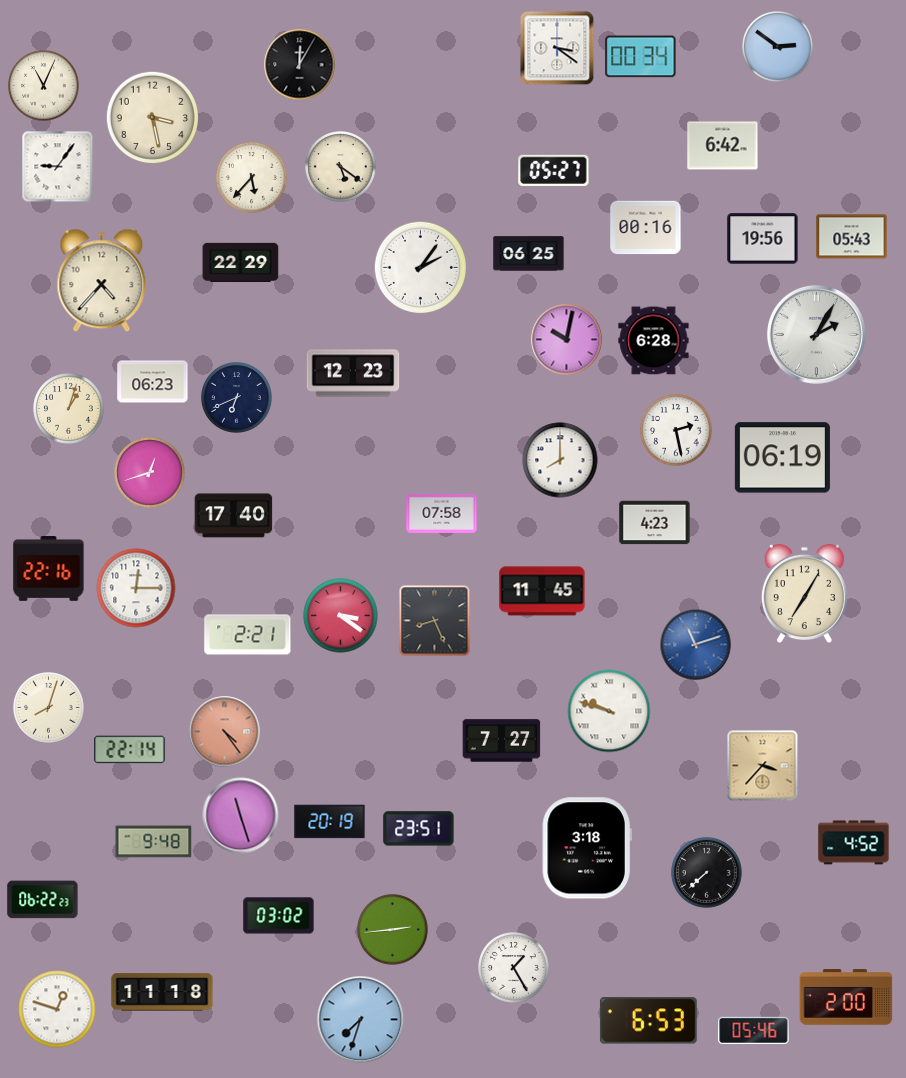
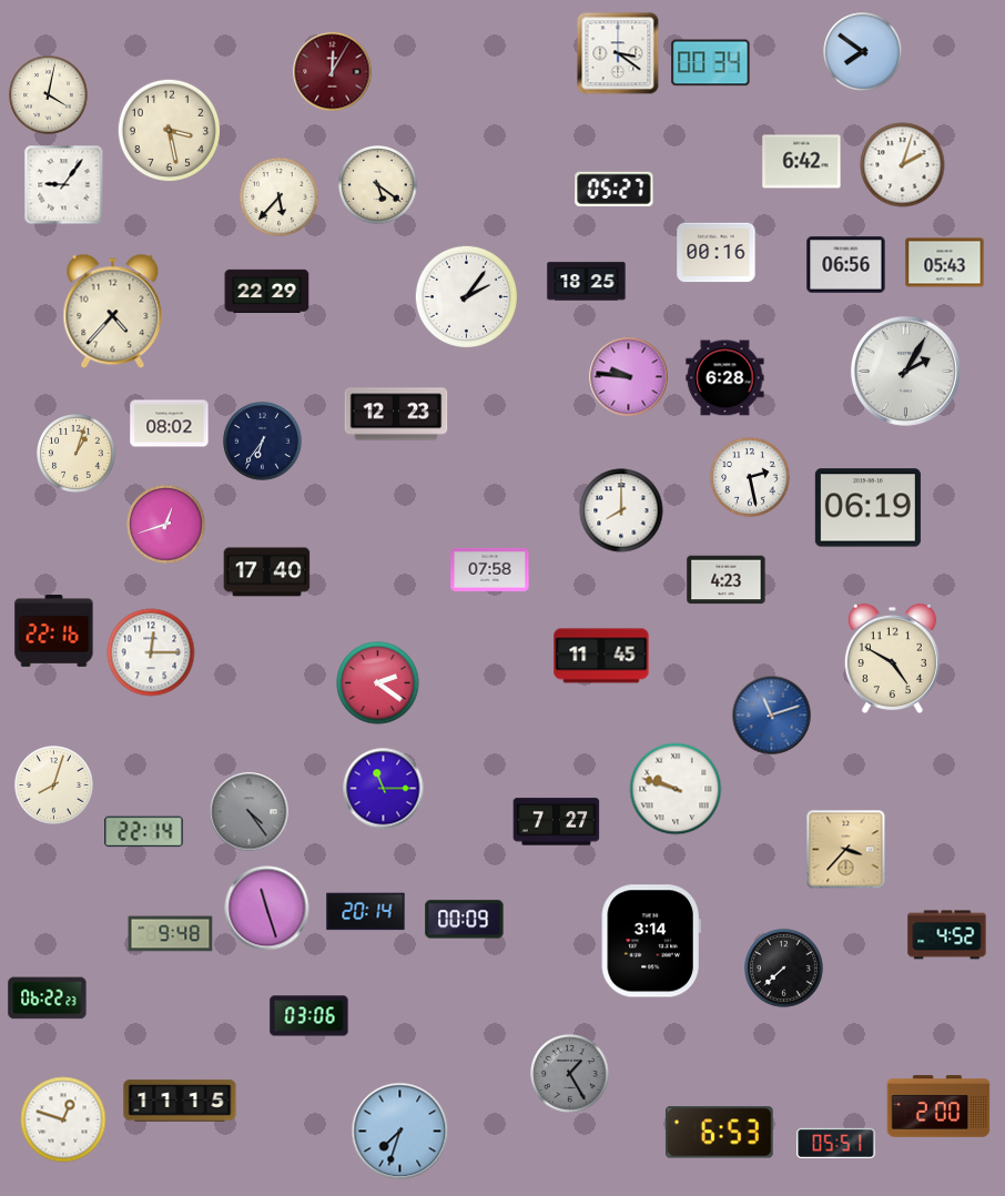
clock at (778, 47): 2:51 -> 7:51
clock at (300, 65) dial: black -> burgundy
clock at (44, 86): 11:04 -> 4:02
clock at (903, 165): none -> 2:03
clock at (763, 239): 19:56 -> 06:56
clock at (529, 254): 06:25 -> 18:25
clock at (567, 340): 10:02 -> 9:46
clock at (353, 373) position: (353, 373) -> (396, 414)
clock at (153, 382): 06:23 -> 08:02
clock at (237, 398): 6:41 -> 6:36
clock at (234, 516) position: (234, 516) -> (267, 572)
clock at (804, 593): 7:05 -> 4:50
clock at (341, 616): 3:21 -> 2:21
clock at (435, 621): 8:26 -> none
clock at (248, 635): 2:21 -> none
clock at (384, 789): none -> 11:15
clock at (225, 732) dial: salmon -> grey
clock at (241, 816) position: (241, 816) -> (267, 909)
clock at (330, 822): 20:19 -> 20:14
clock at (419, 829): 23:51 -> 00:09
clock at (587, 848): 3:18 -> 3:14
clock at (279, 916): 03:02 -> 03:06
clock at (393, 930): 2:44 -> none
clock at (514, 968) dial: white -> grey
clock at (162, 992): 11:18 -> 11:15
clock at (754, 1030): 05:46 -> 05:51
